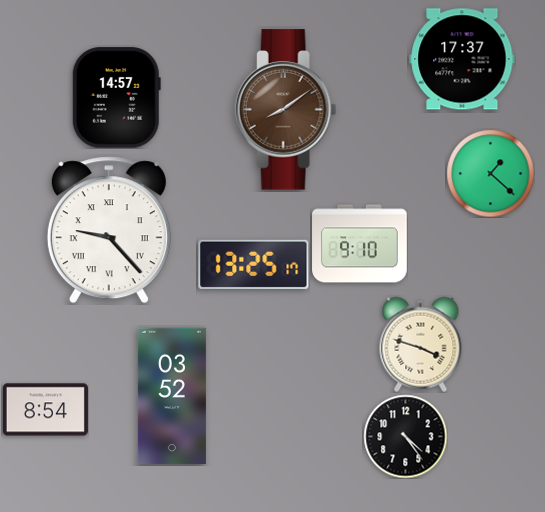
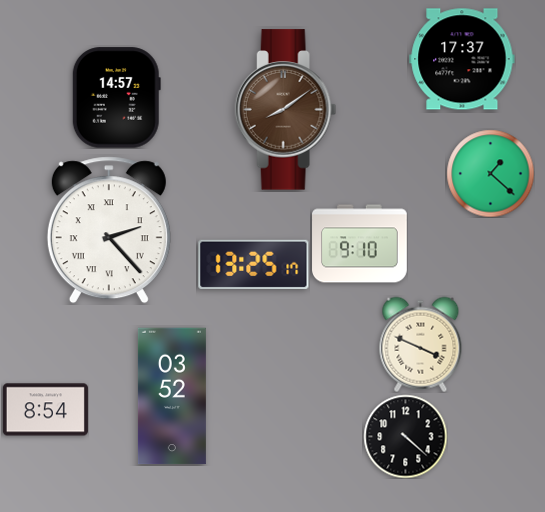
clock at (109, 230): 9:23 -> 2:23
clock at (421, 344): 3:48 -> 3:49
clock at (405, 436): 4:24 -> 4:22
